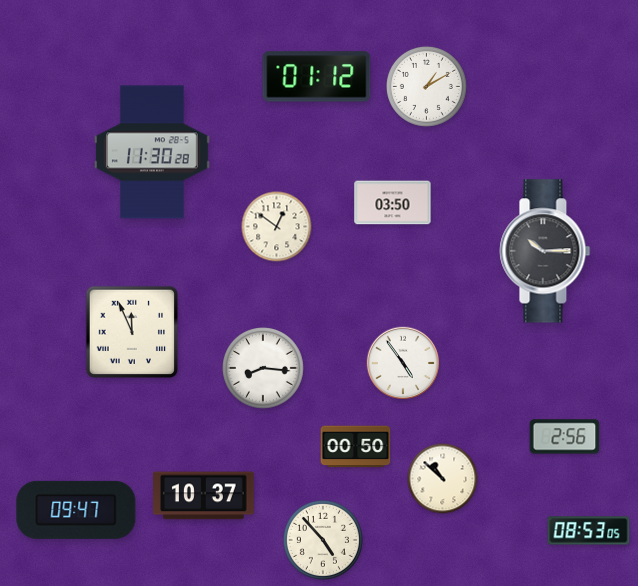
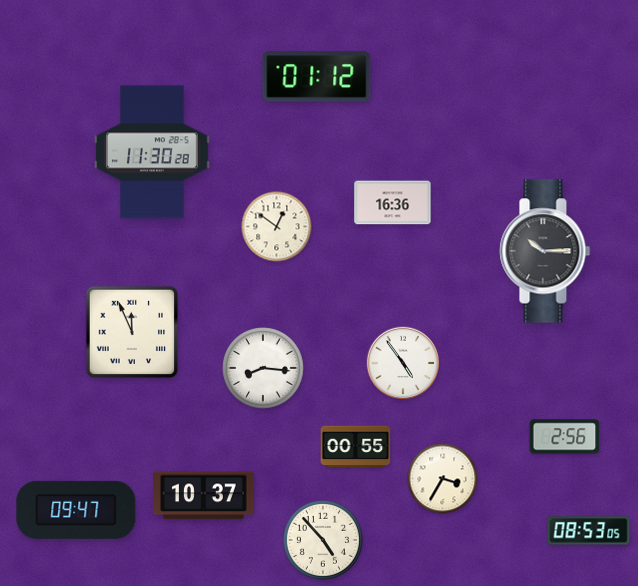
clock at (426, 86): 1:10 -> none
clock at (393, 203): 03:50 -> 16:36
clock at (356, 447): 00:50 -> 00:55
clock at (443, 479): 10:52 -> 3:35
